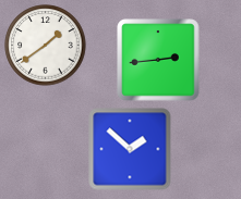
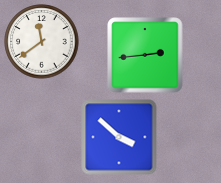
clock at (46, 46): 1:39 -> 11:39
clock at (130, 149): 1:52 -> 3:52
